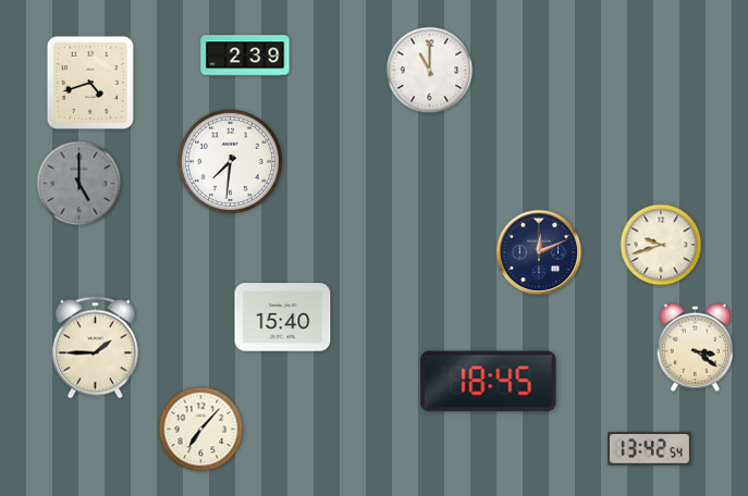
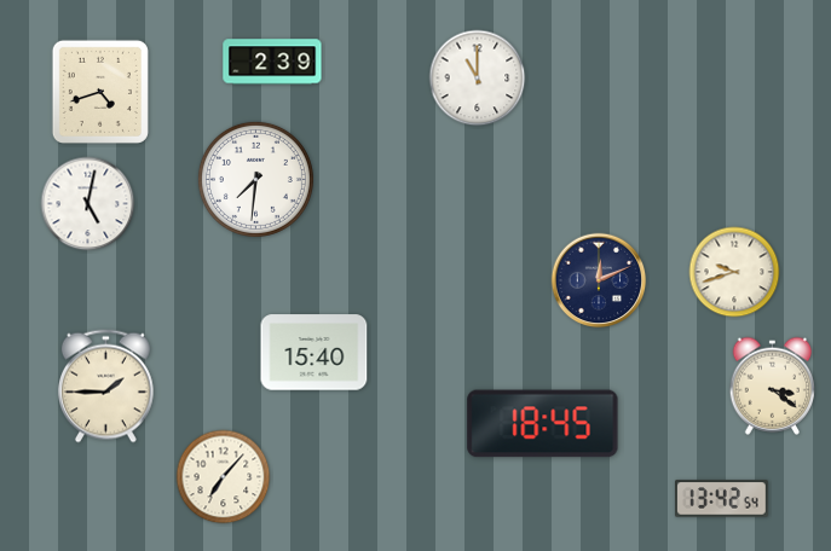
clock at (79, 184): 5:00 -> 5:02
clock at (79, 184) dial: grey -> white
